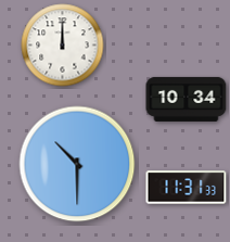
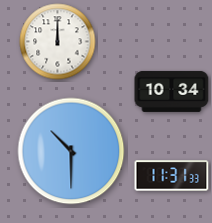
clock at (187, 188) position: (187, 188) -> (172, 176)
